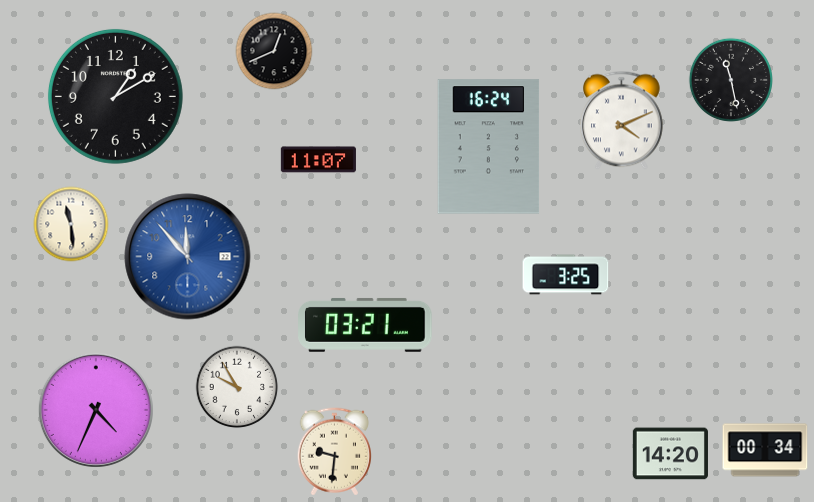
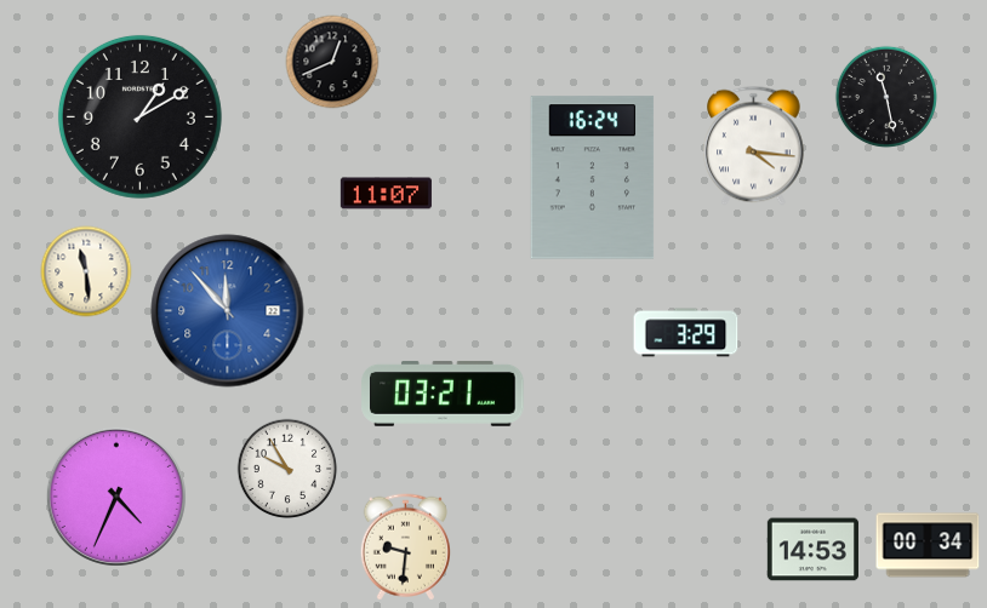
clock at (622, 121): 4:11 -> 4:16
clock at (566, 275): 3:25 -> 3:29
clock at (670, 454): 14:20 -> 14:53
